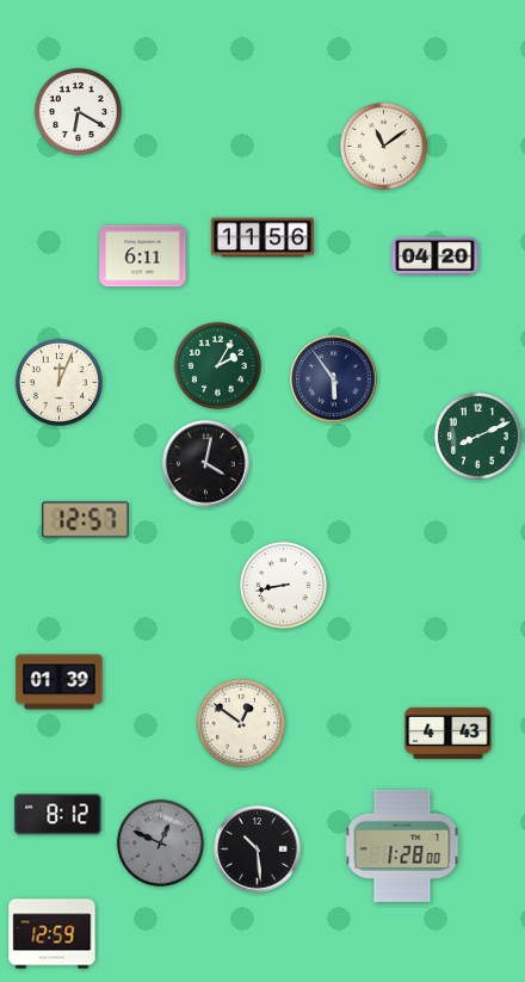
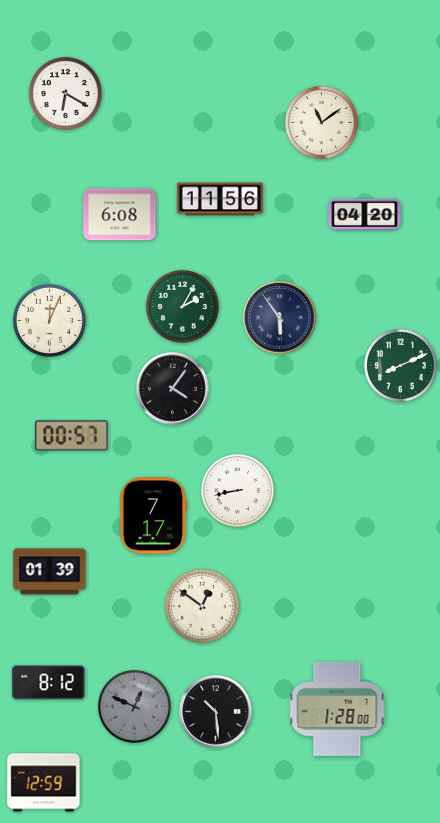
clock at (143, 257): 6:11 -> 6:08
clock at (206, 464): 4:02 -> 4:06
clock at (86, 520): 12:57 -> 00:57
clock at (154, 516): none -> 7:17
clock at (449, 733): 4:43 -> none
